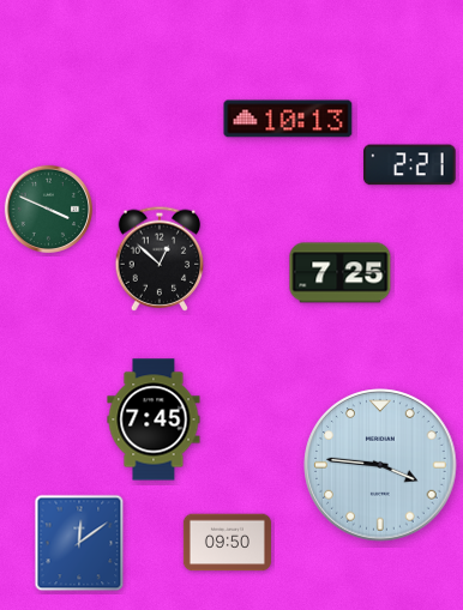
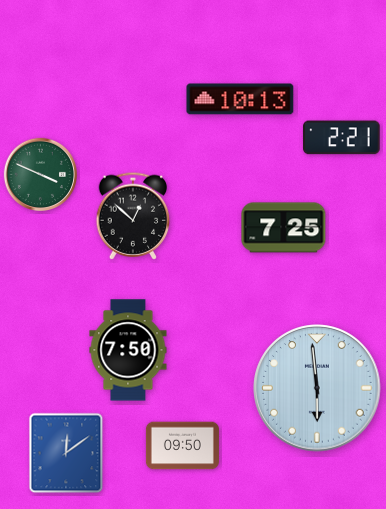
clock at (154, 419): 7:45 -> 7:50
clock at (380, 465): 3:46 -> 5:59
clock at (227, 543) position: (227, 543) -> (182, 446)
